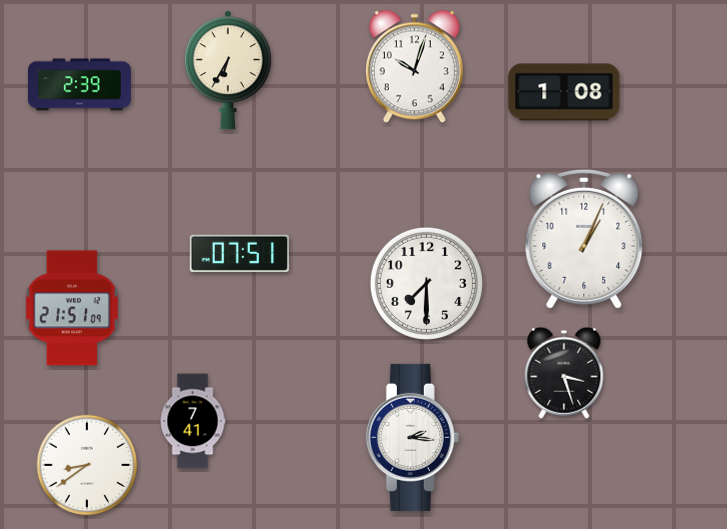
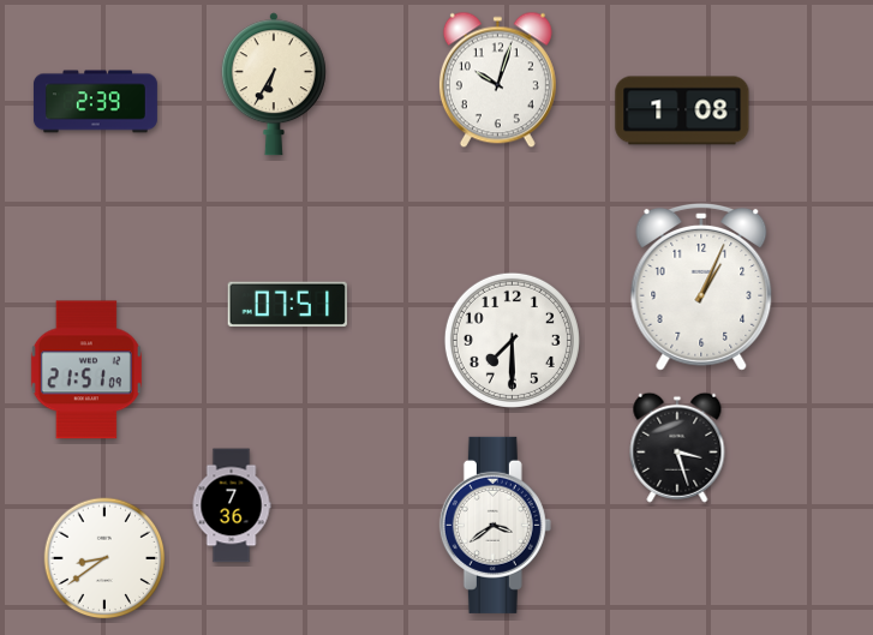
clock at (564, 92) position: (564, 92) -> (682, 110)
clock at (193, 421): 7:41 -> 7:36
clock at (412, 437): 2:16 -> 3:39
